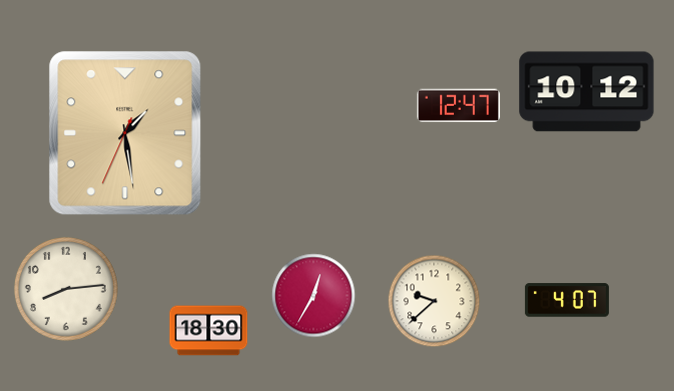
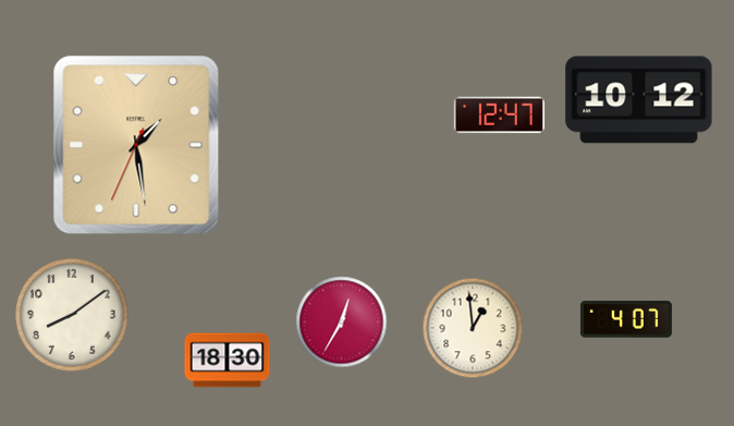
clock at (66, 289): 8:14 -> 8:09
clock at (567, 300) position: (567, 300) -> (626, 319)
clock at (434, 301): 9:38 -> 12:59
